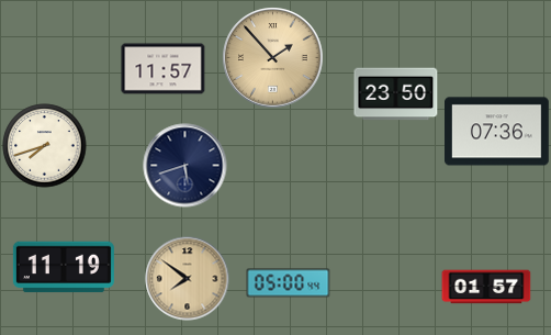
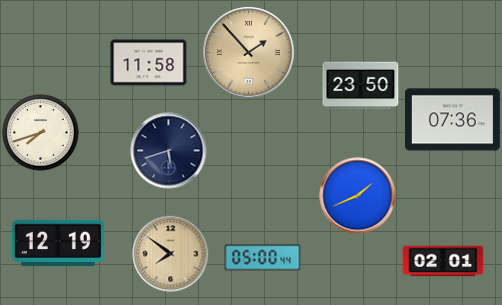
clock at (164, 69): 11:57 -> 11:58
clock at (358, 196): none -> 1:41
clock at (64, 267): 11:19 -> 12:19
clock at (486, 287): 01:57 -> 02:01
